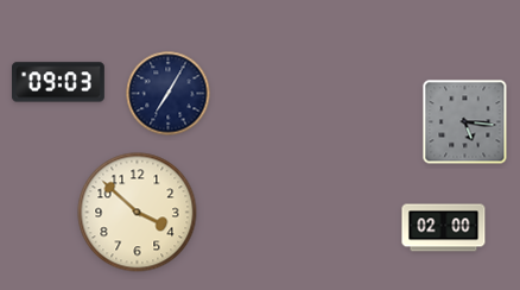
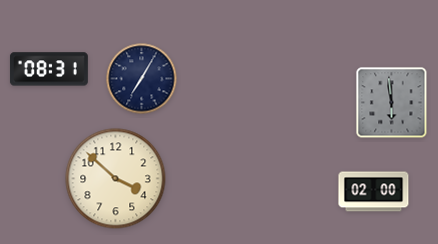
clock at (58, 82): 09:03 -> 08:31
clock at (465, 122): 5:16 -> 5:59
